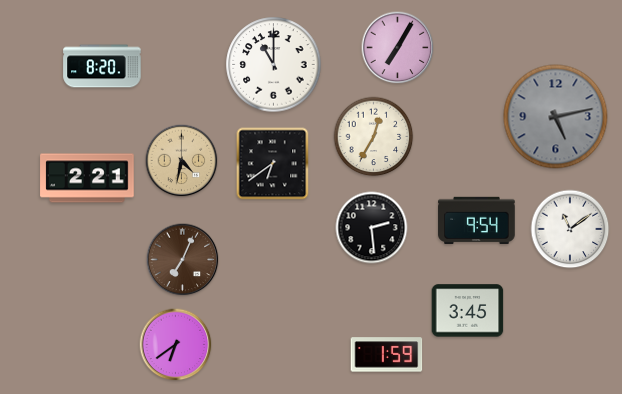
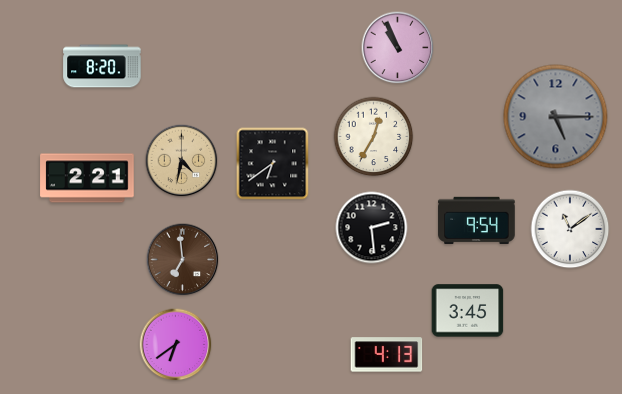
clock at (398, 48): 7:05 -> 10:56
clock at (274, 65): 11:00 -> none
clock at (556, 117): 5:13 -> 5:15
clock at (183, 260): 7:04 -> 6:59
clock at (387, 355): 1:59 -> 4:13
